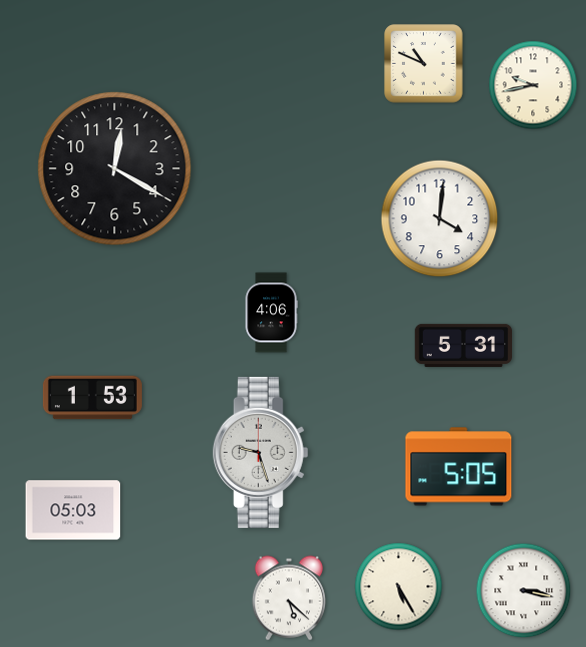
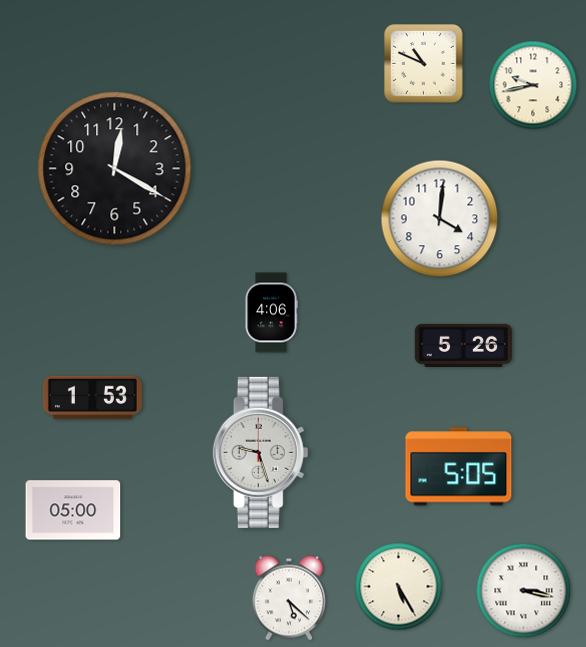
clock at (463, 345): 5:31 -> 5:26
clock at (73, 510): 05:03 -> 05:00
